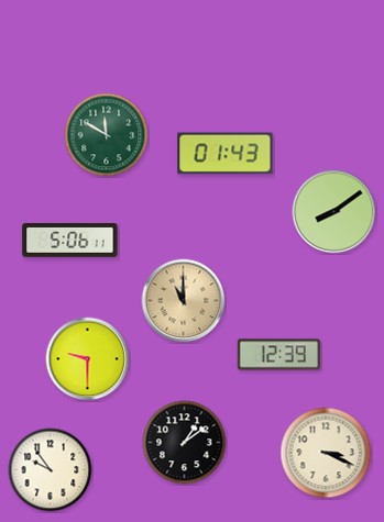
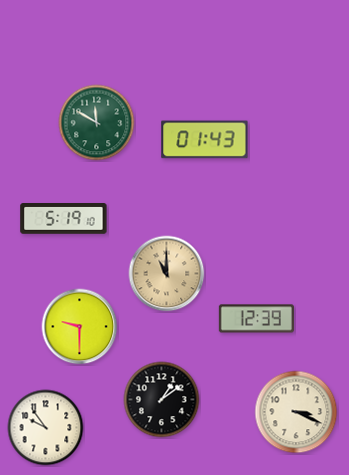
clock at (334, 212): 8:09 -> none
clock at (70, 241): 5:06 -> 5:19
clock at (278, 355) position: (278, 355) -> (256, 319)
clock at (185, 443) position: (185, 443) -> (162, 400)
